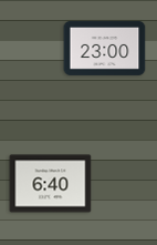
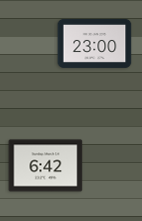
clock at (51, 184): 6:40 -> 6:42
